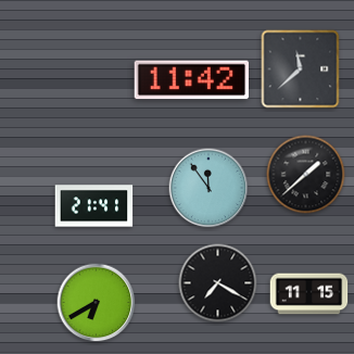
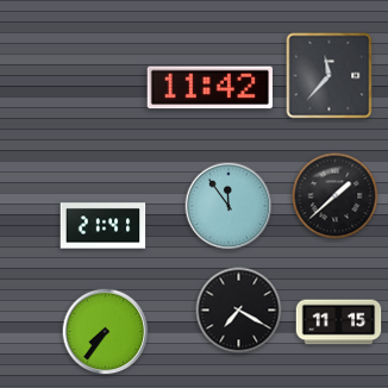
clock at (301, 69): 11:38 -> 11:37
clock at (306, 175) position: (306, 175) -> (336, 196)
clock at (97, 303): 6:40 -> 7:36
